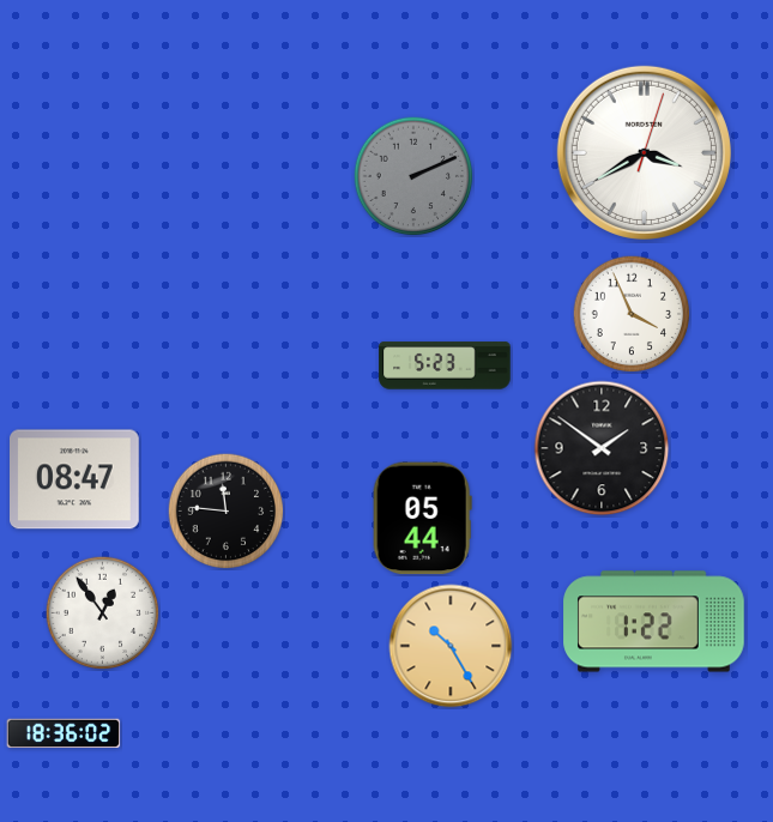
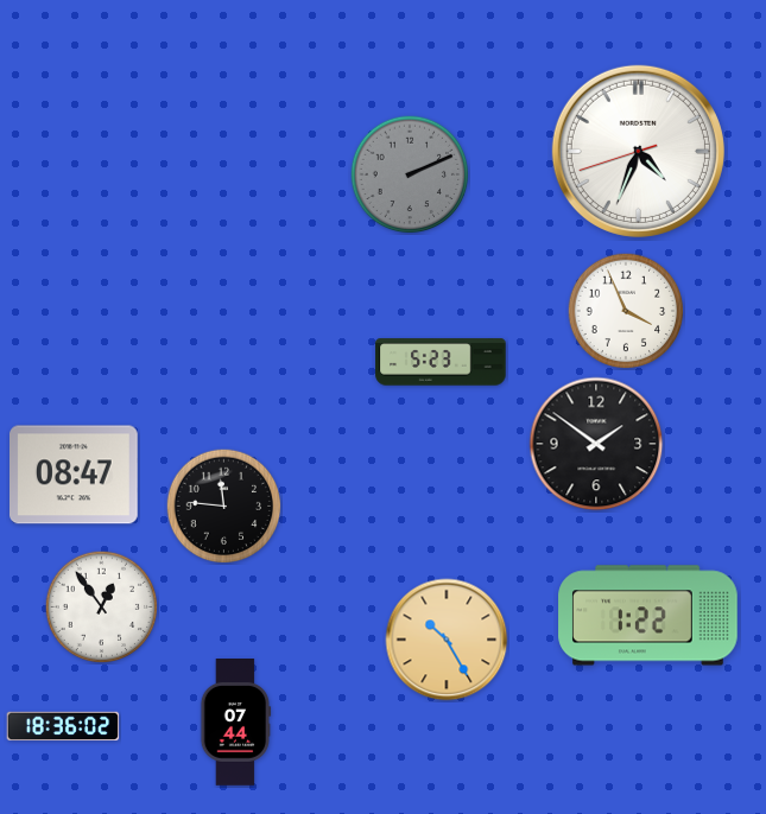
clock at (644, 152): 3:40 -> 4:33
clock at (422, 519): 05:44 -> none
clock at (235, 723): none -> 07:44
